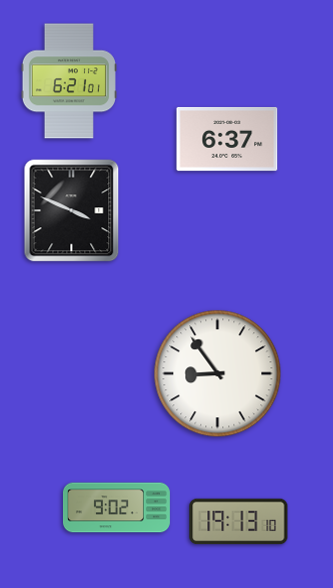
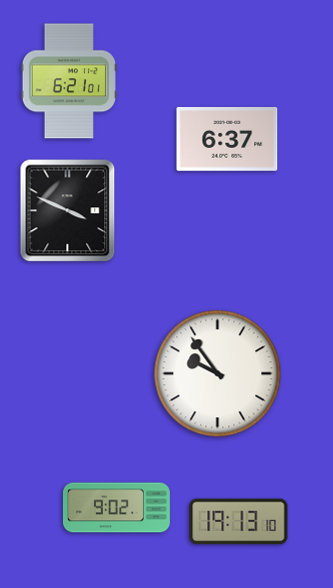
clock at (72, 211) position: (72, 211) -> (68, 211)
clock at (218, 374): 8:54 -> 9:54
